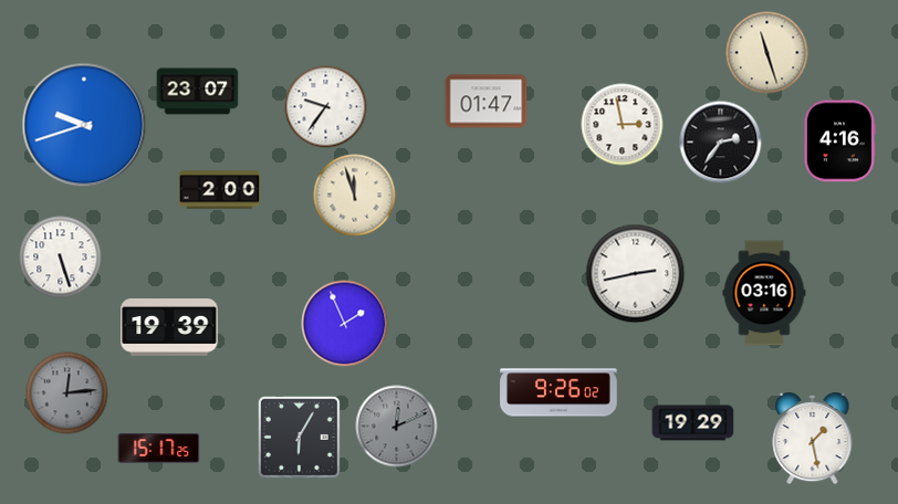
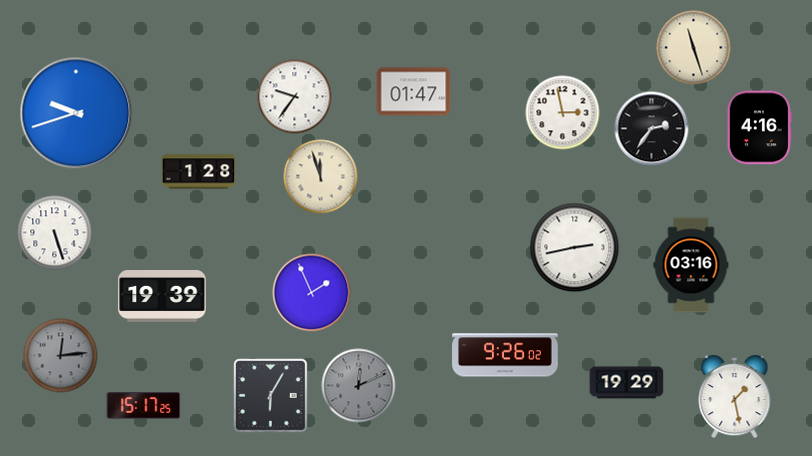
clock at (198, 92): 23:07 -> none
clock at (487, 102) position: (487, 102) -> (414, 92)
clock at (220, 190): 2:00 -> 1:28
clock at (169, 328) position: (169, 328) -> (162, 297)
